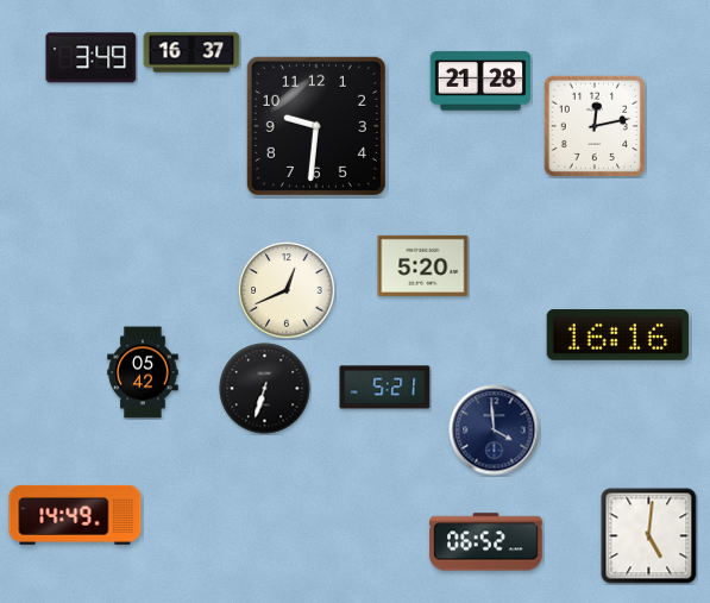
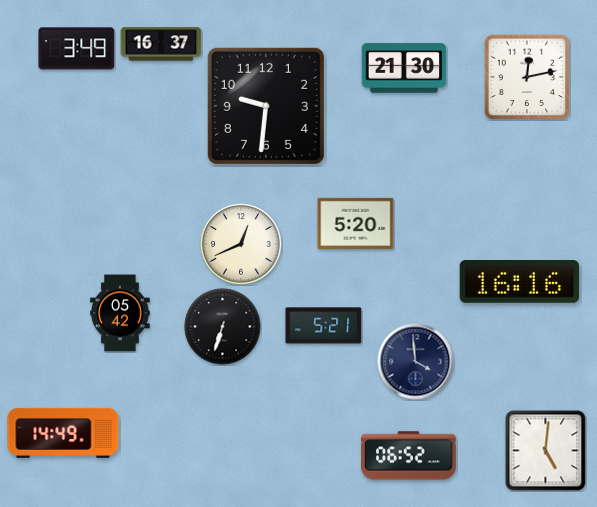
clock at (480, 81): 21:28 -> 21:30
clock at (595, 126) position: (595, 126) -> (527, 77)
